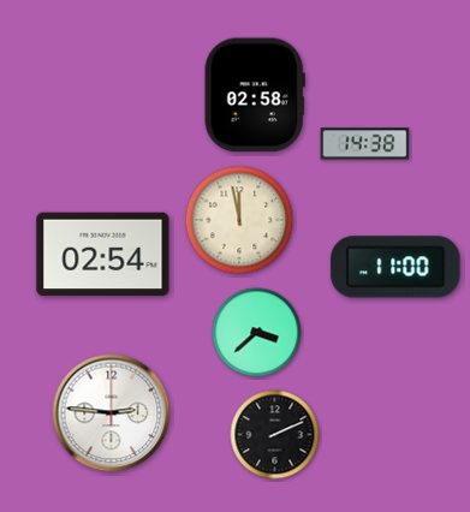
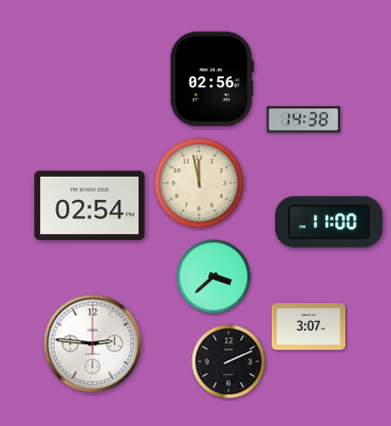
clock at (255, 95): 02:58 -> 02:56
clock at (103, 255) position: (103, 255) -> (90, 206)
clock at (309, 327): none -> 3:07
